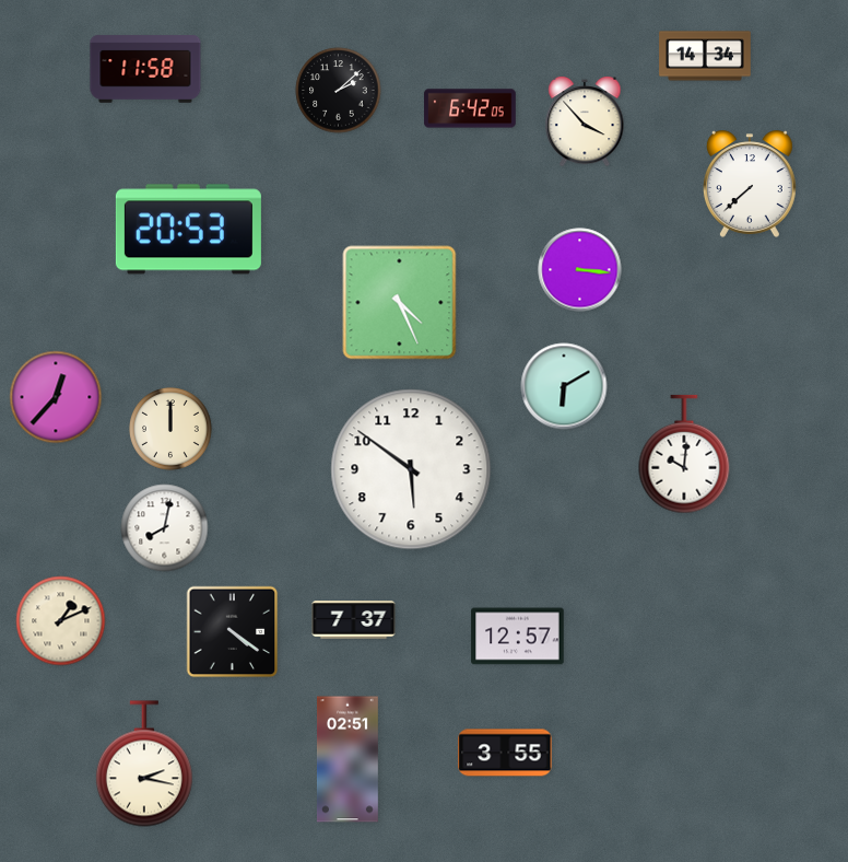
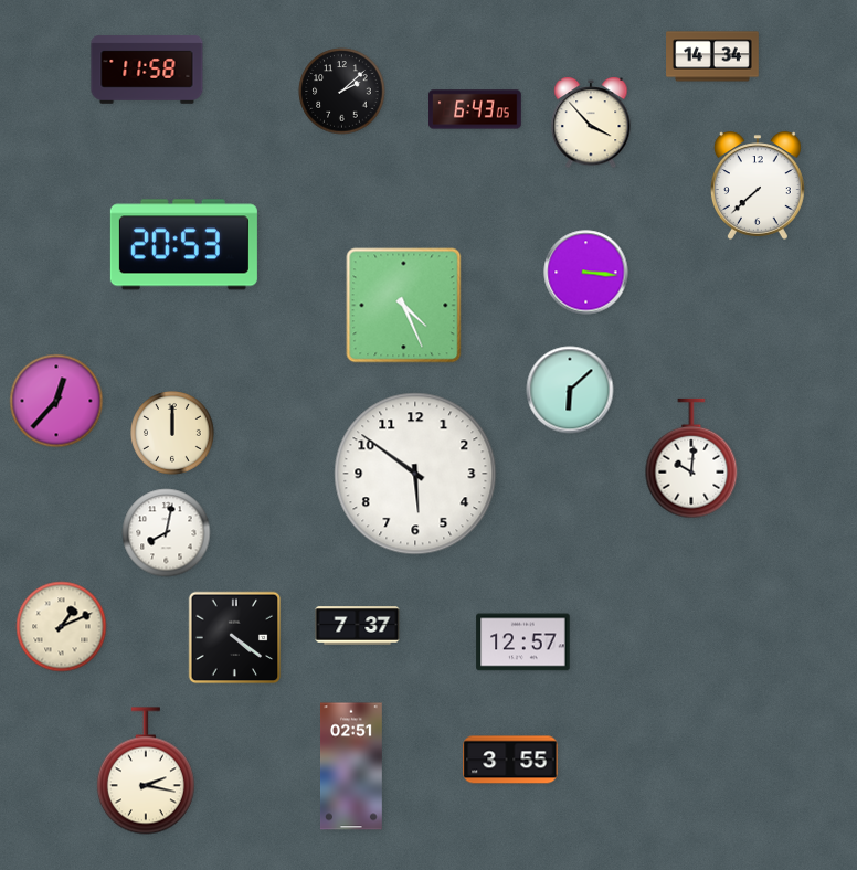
clock at (470, 108): 6:42 -> 6:43
clock at (188, 230) position: (188, 230) -> (183, 245)
clock at (564, 386): 6:10 -> 6:08
